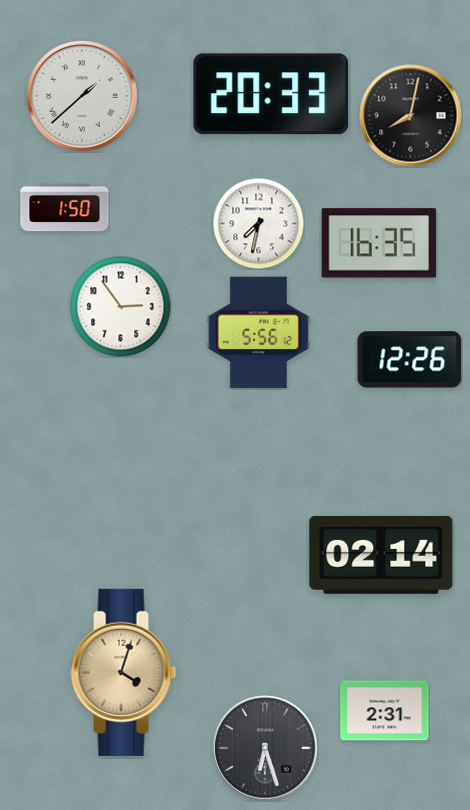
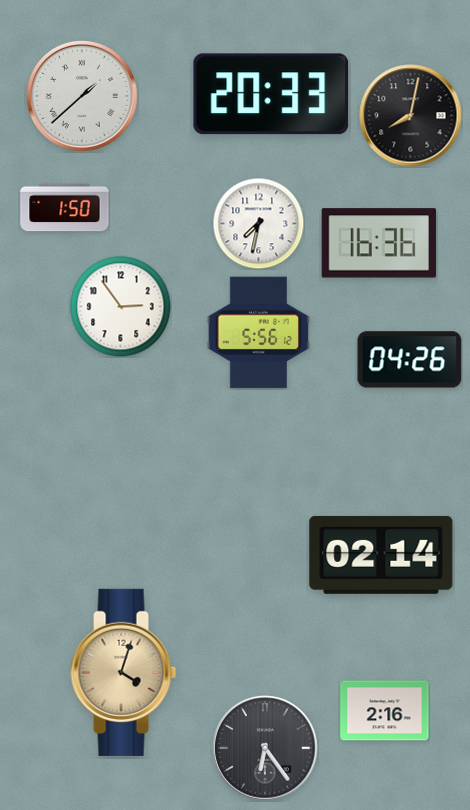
clock at (379, 243): 16:35 -> 16:36
clock at (410, 360): 12:26 -> 04:26
clock at (385, 711): 2:31 -> 2:16
clock at (265, 748): 6:27 -> 6:24
